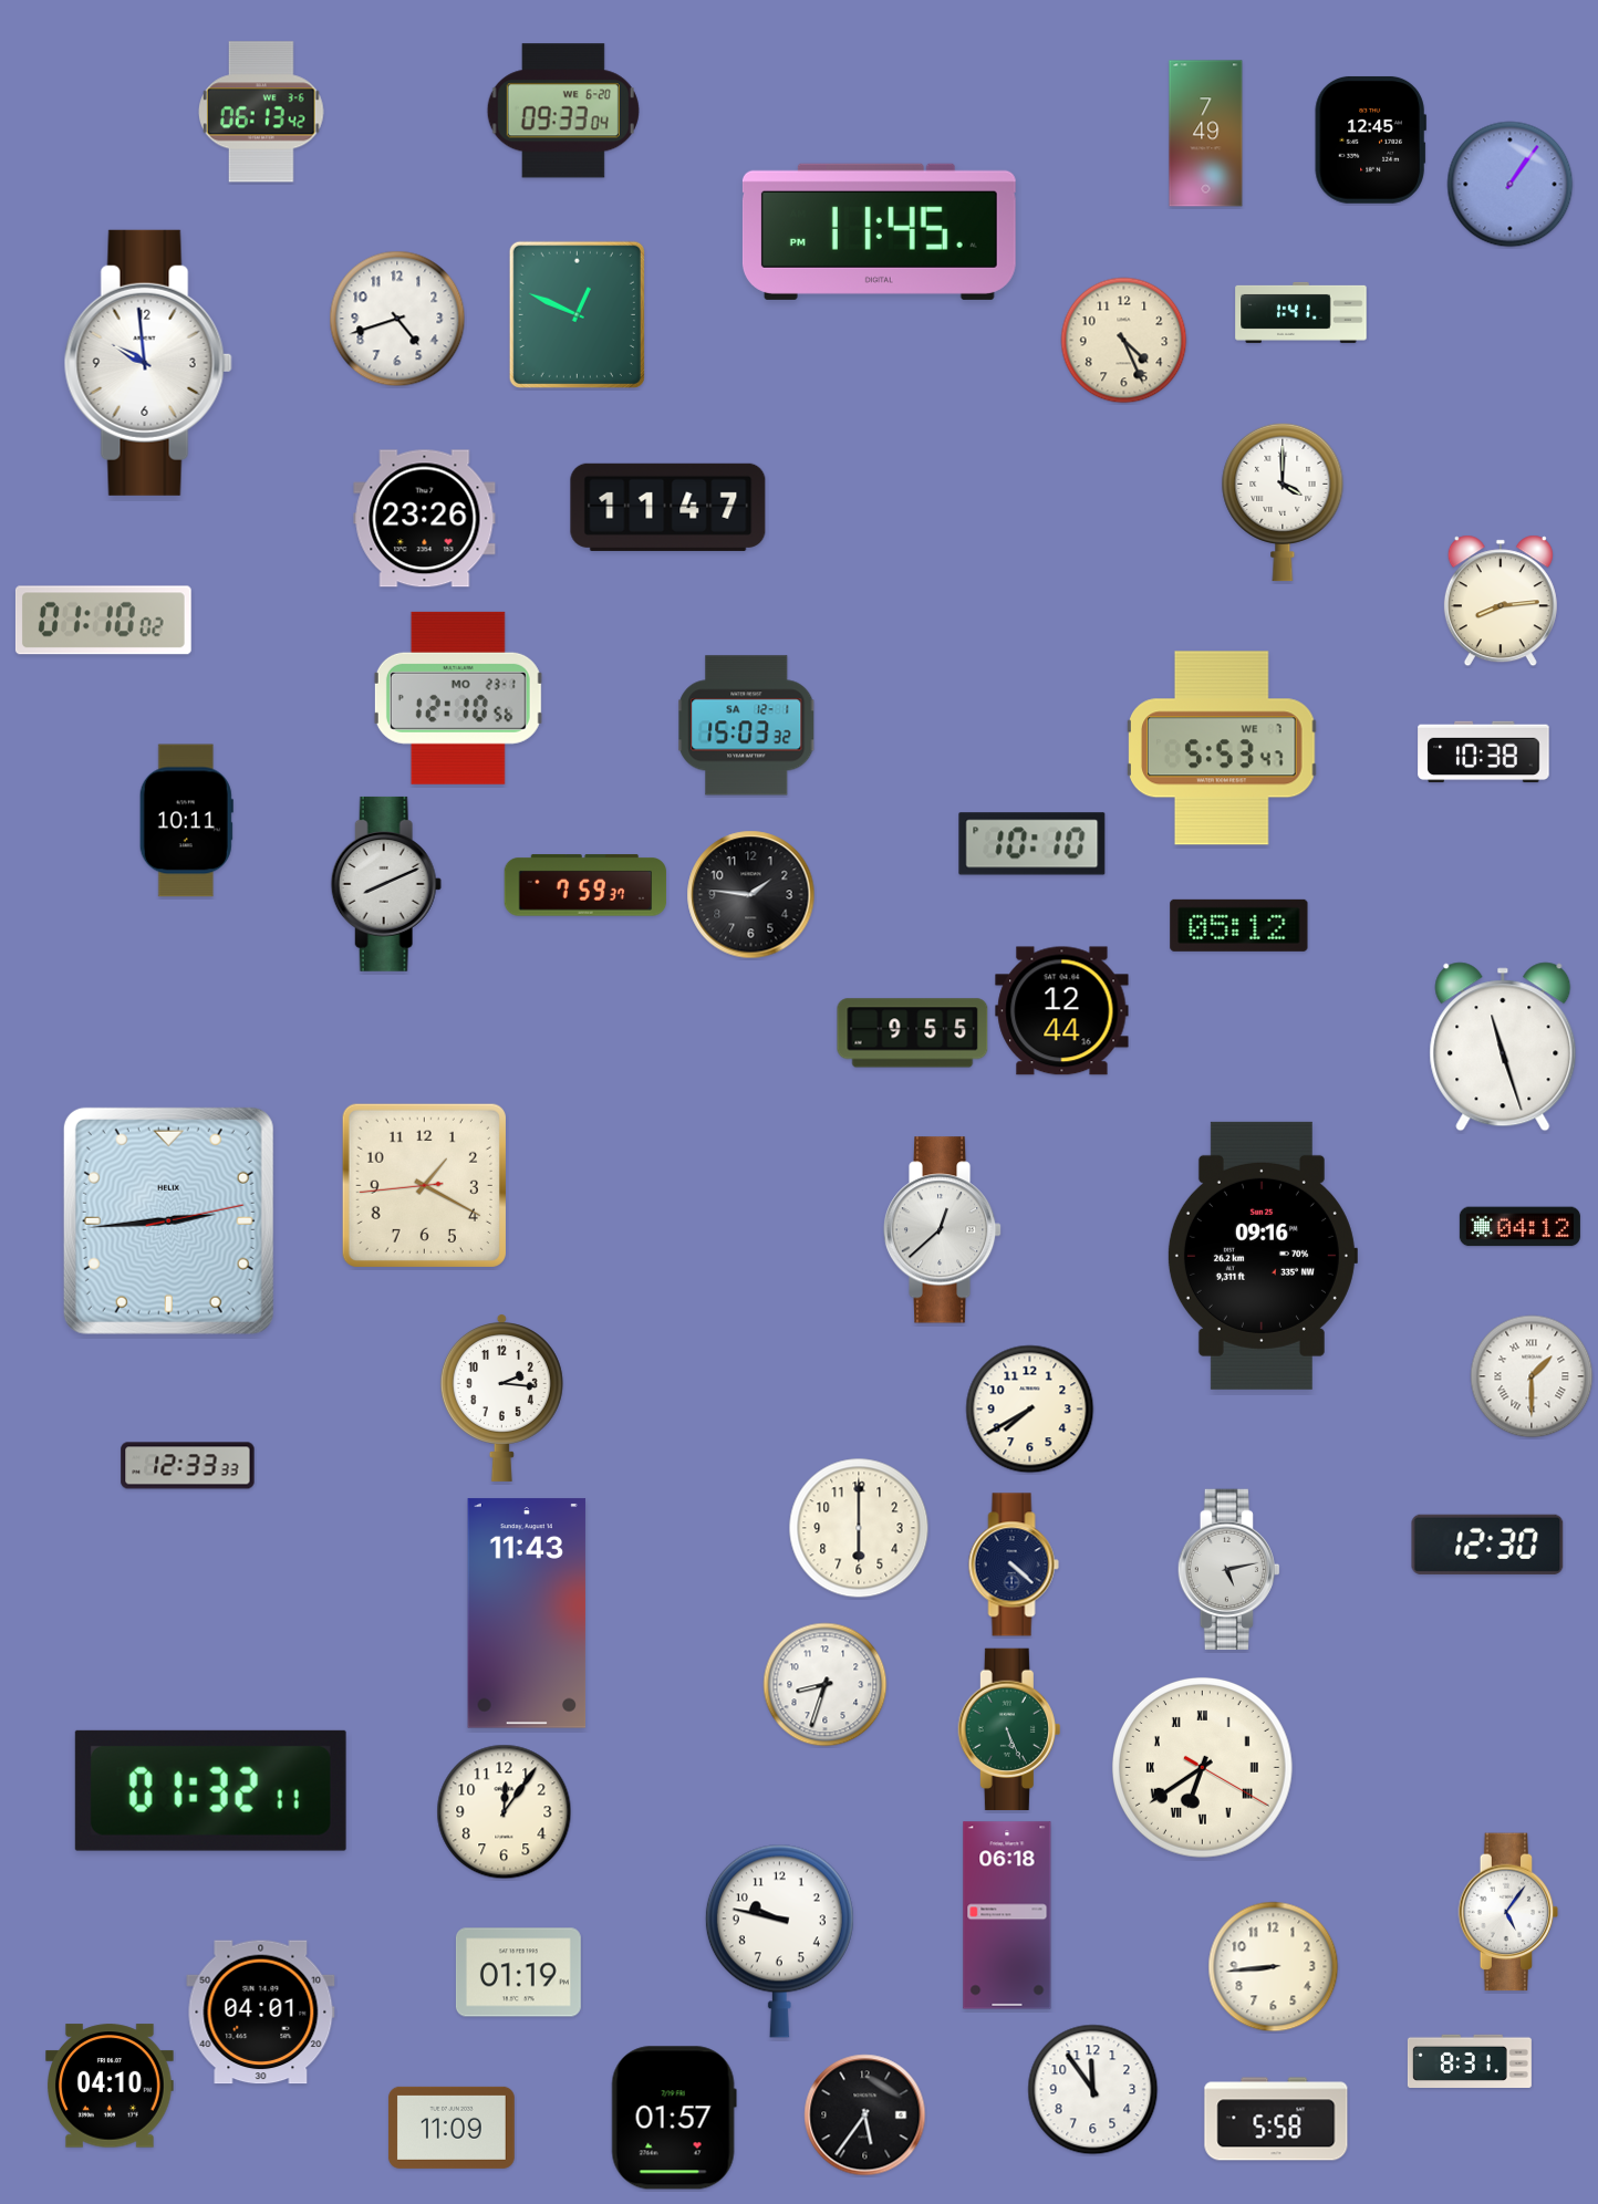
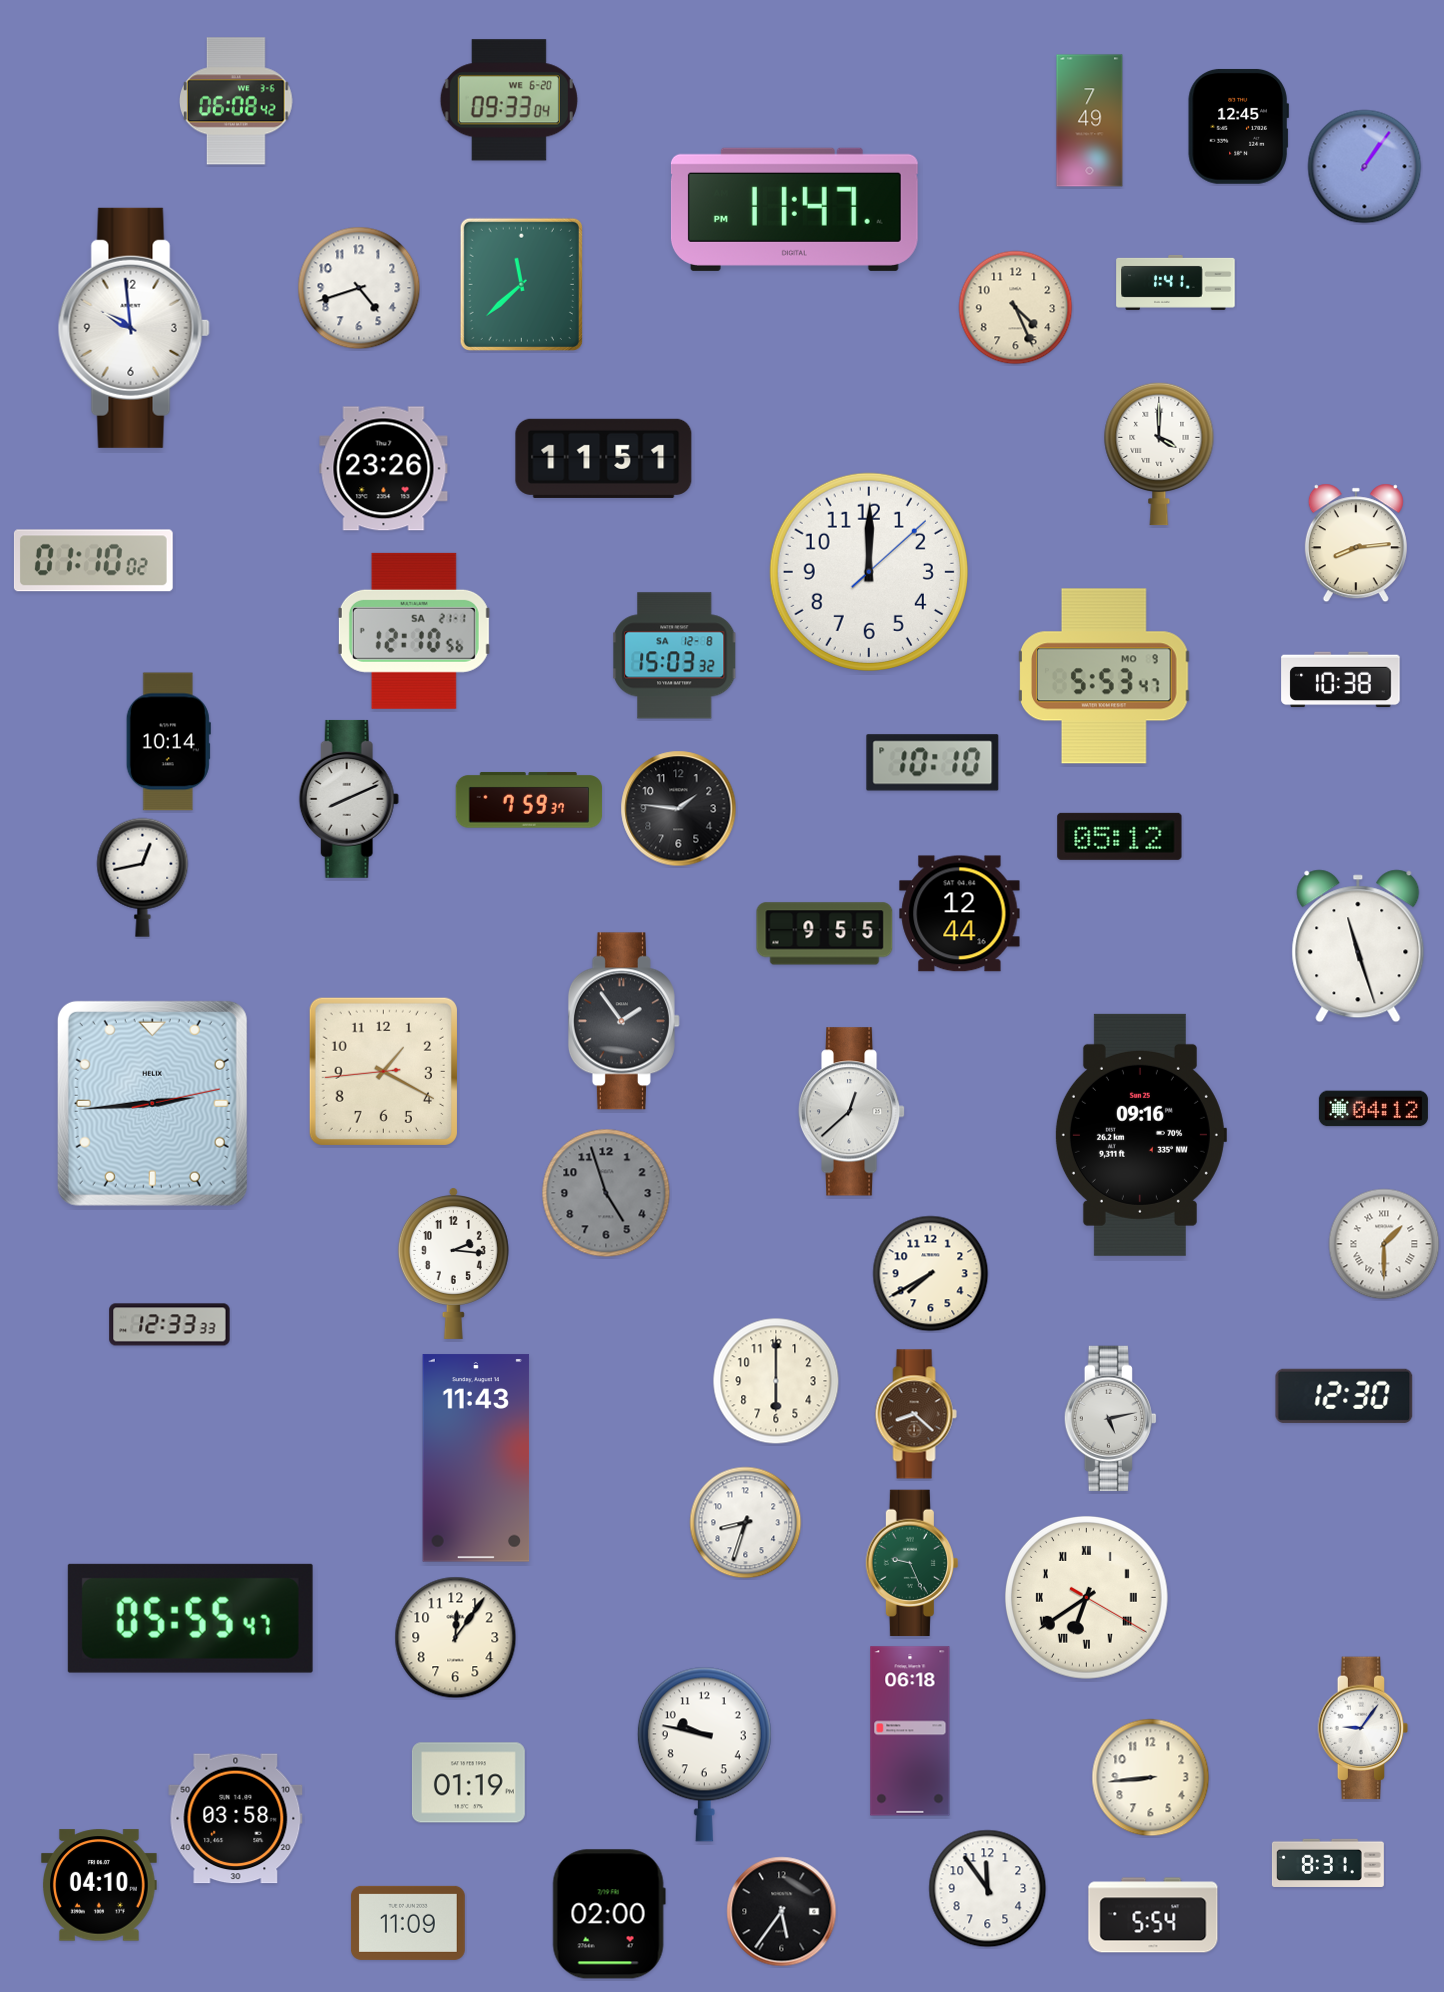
clock at (262, 112): 06:13 -> 06:08
clock at (879, 231): 11:45 -> 11:47
clock at (577, 314): 12:49 -> 11:38
clock at (668, 507): 11:47 -> 11:51
clock at (869, 572): none -> 12:00
clock at (458, 698) date: MO 23-1 -> SA 21-1
clock at (747, 726) date: SA 12-1 -> SA 12-8
clock at (1222, 748) date: WE 7 -> MO 9
clock at (186, 821): 10:11 -> 10:14
clock at (143, 877): none -> 12:43
clock at (624, 1021): none -> 1:54
clock at (606, 1193): none -> 4:57
clock at (1014, 1564): 4:22 -> 8:22
clock at (1014, 1564) dial: navy -> brown
clock at (1009, 1729): 5:26 -> 9:26
clock at (210, 1790): 01:32 -> 05:55
clock at (1508, 1912): 5:06 -> 9:06
clock at (261, 2013): 04:01 -> 03:58
clock at (674, 2118): 01:57 -> 02:00
clock at (1276, 2119): 5:58 -> 5:54
